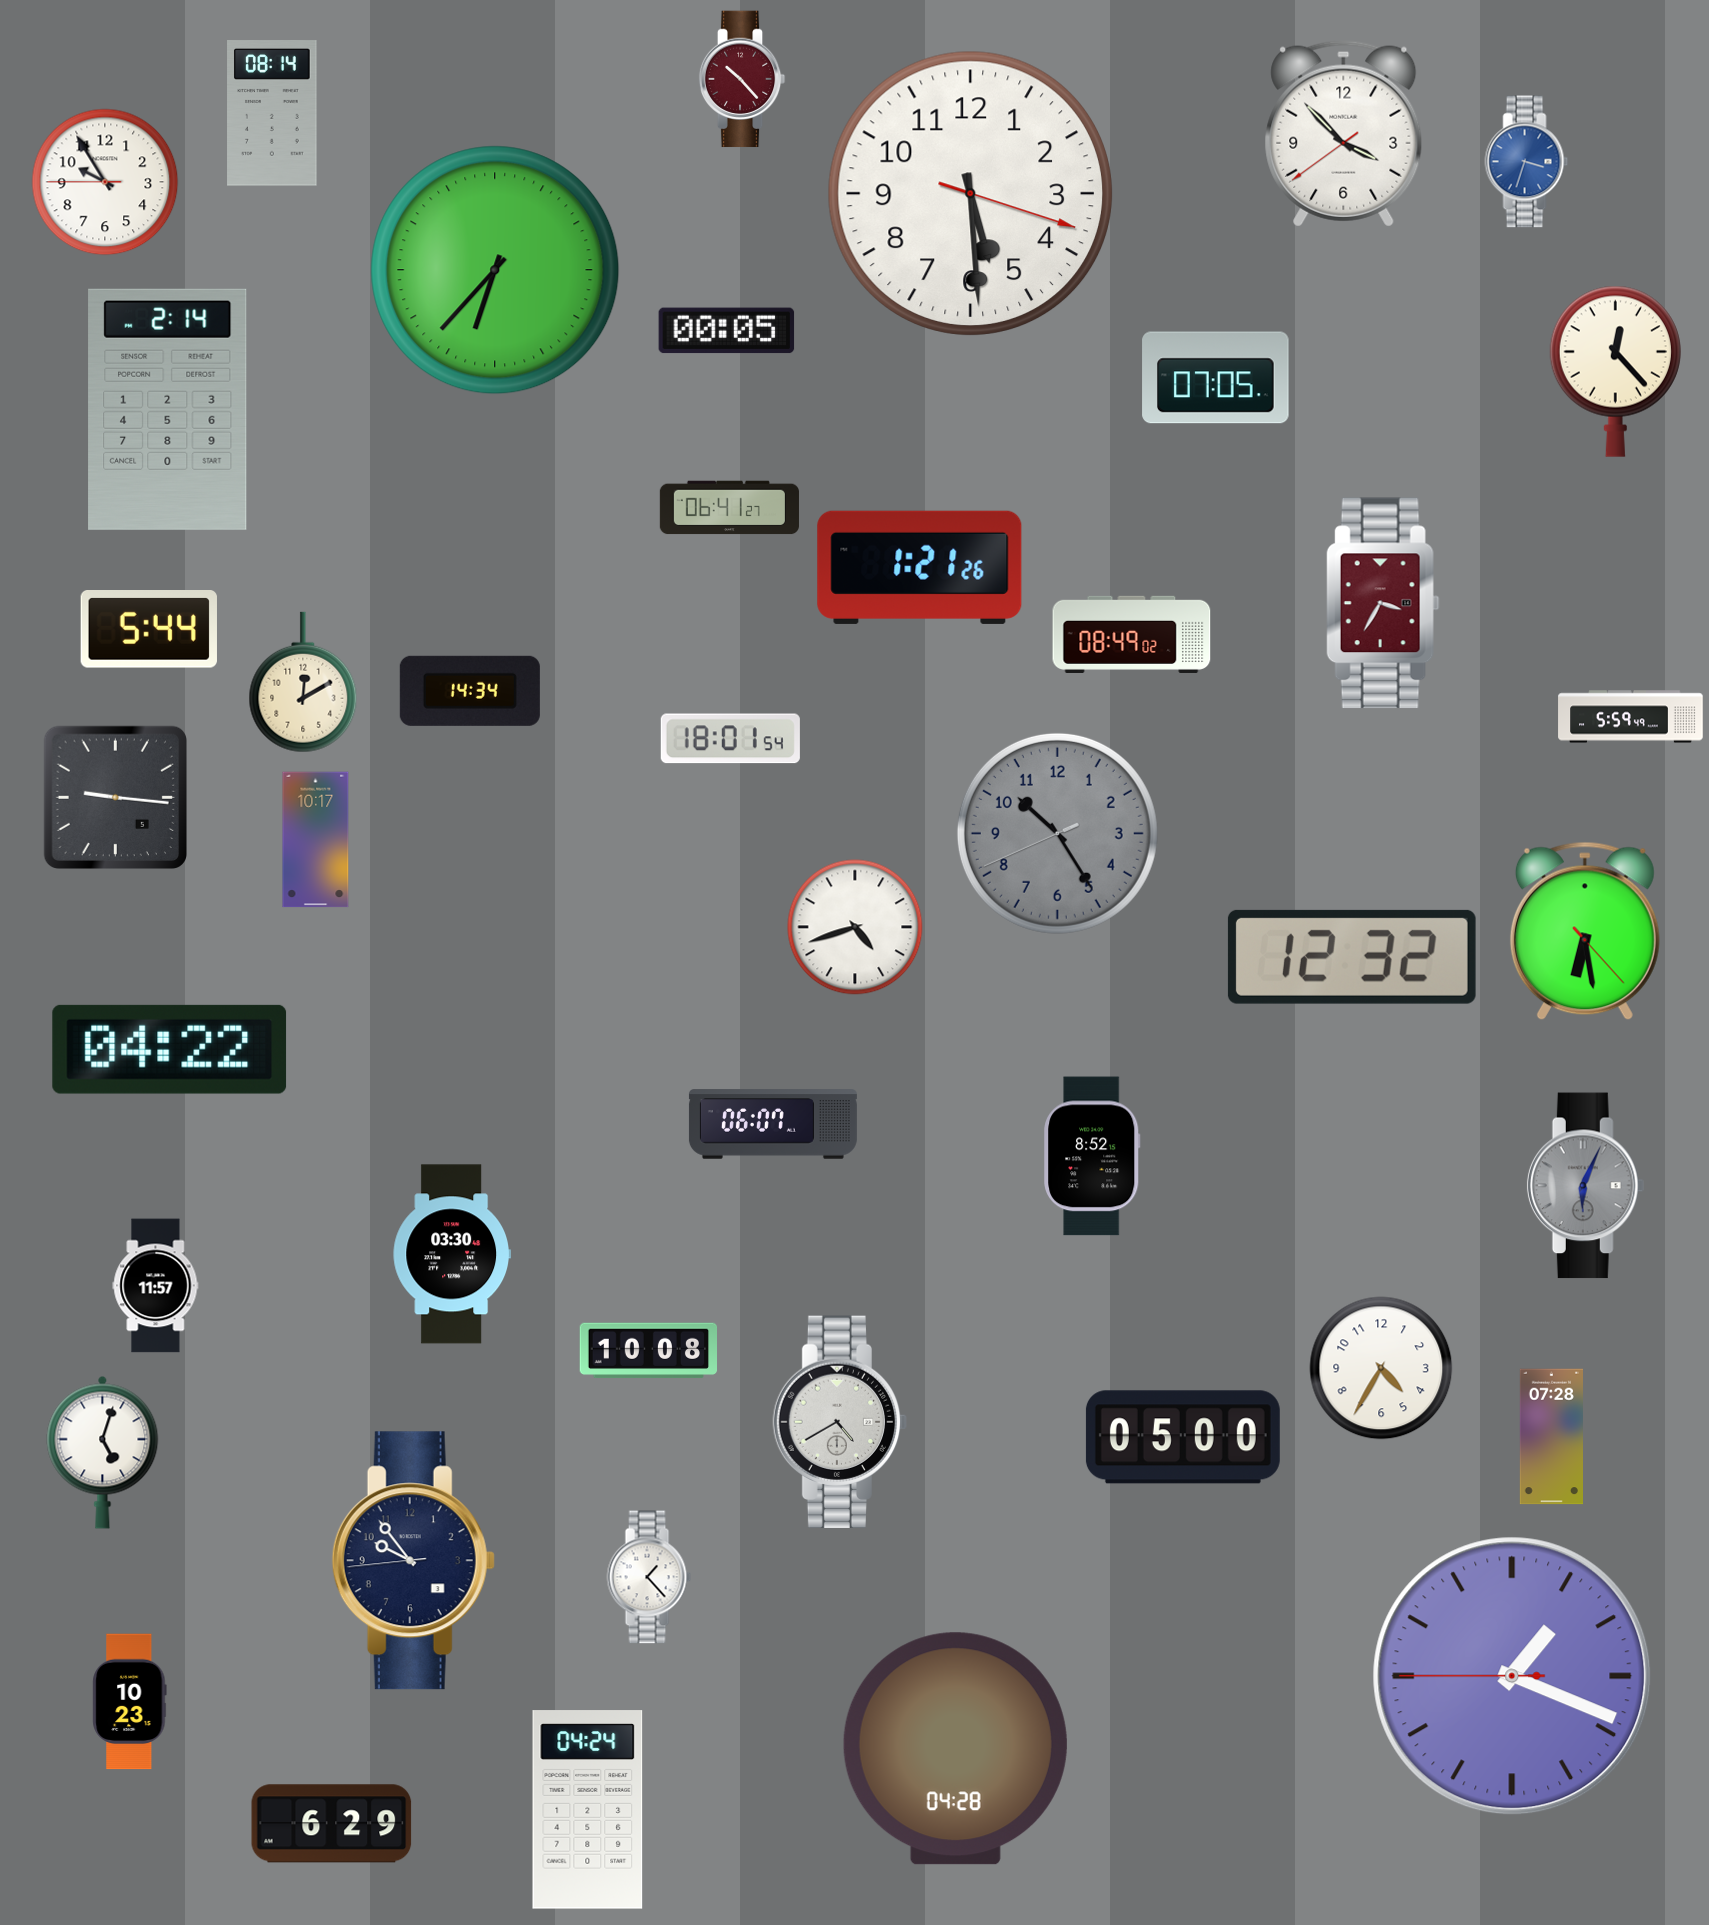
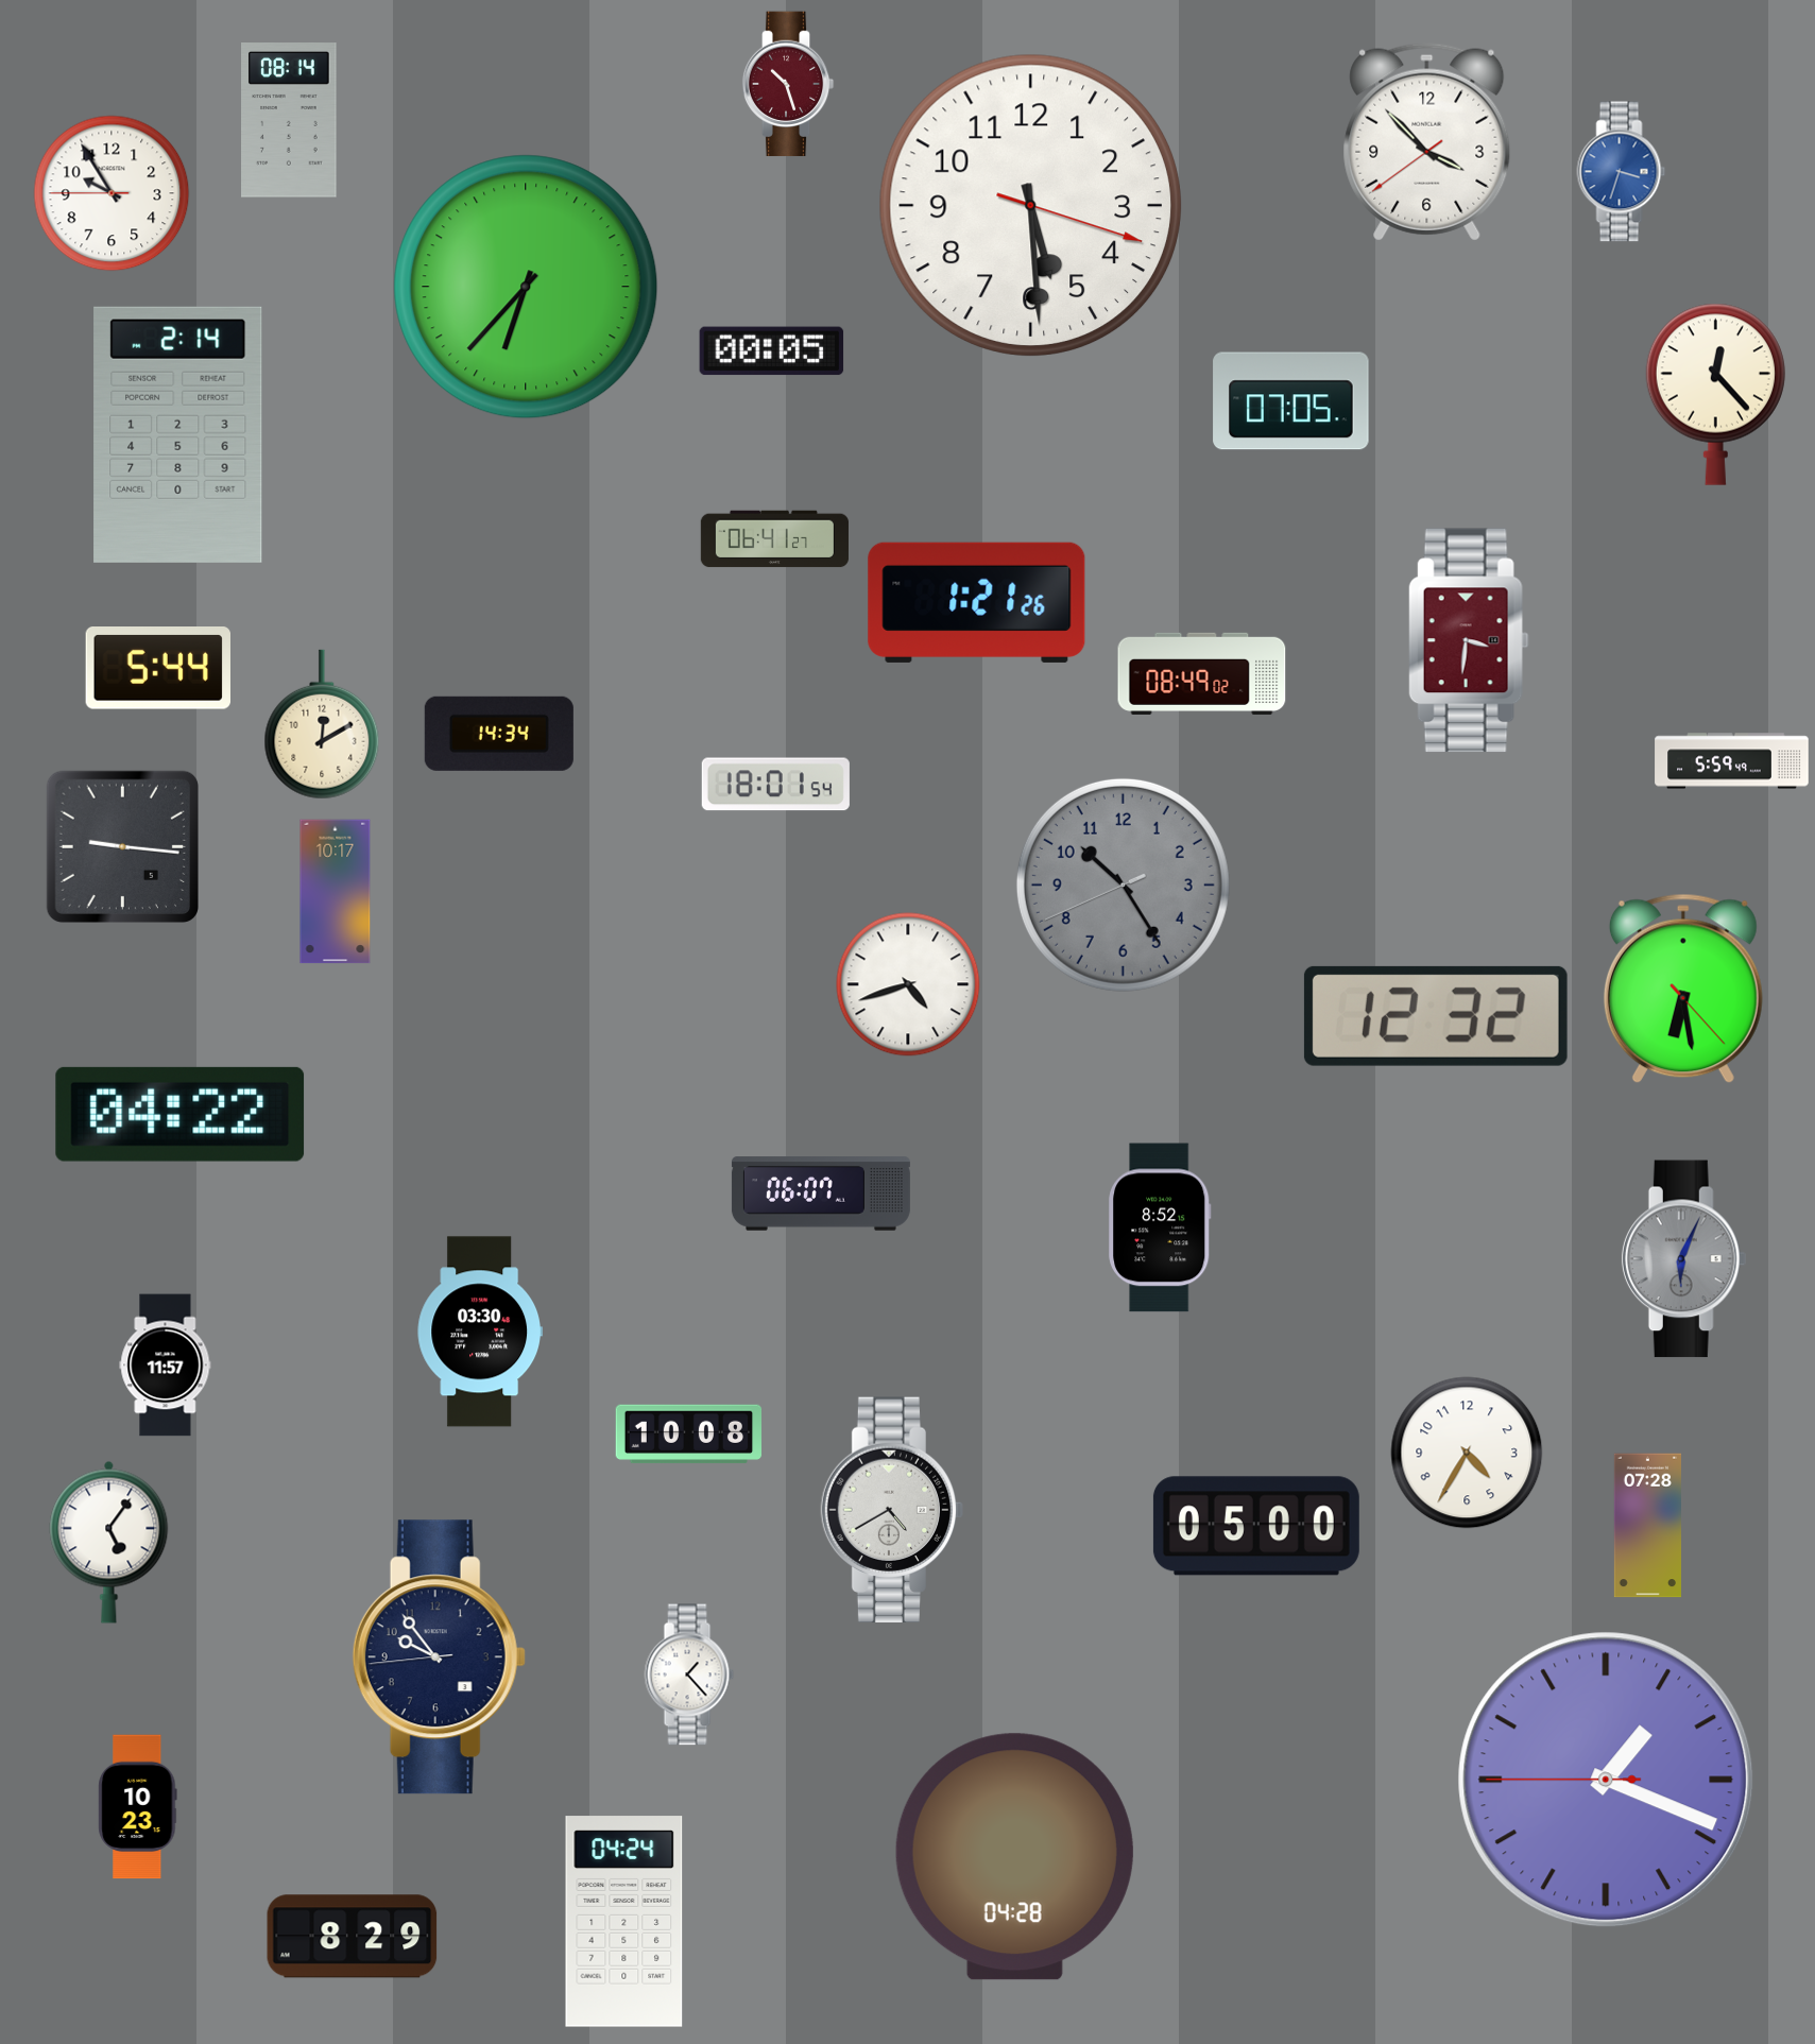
clock at (742, 79): 10:23 -> 10:27
clock at (1383, 603): 3:35 -> 3:31
clock at (103, 1452): 5:03 -> 5:06
clock at (332, 1824): 6:29 -> 8:29
